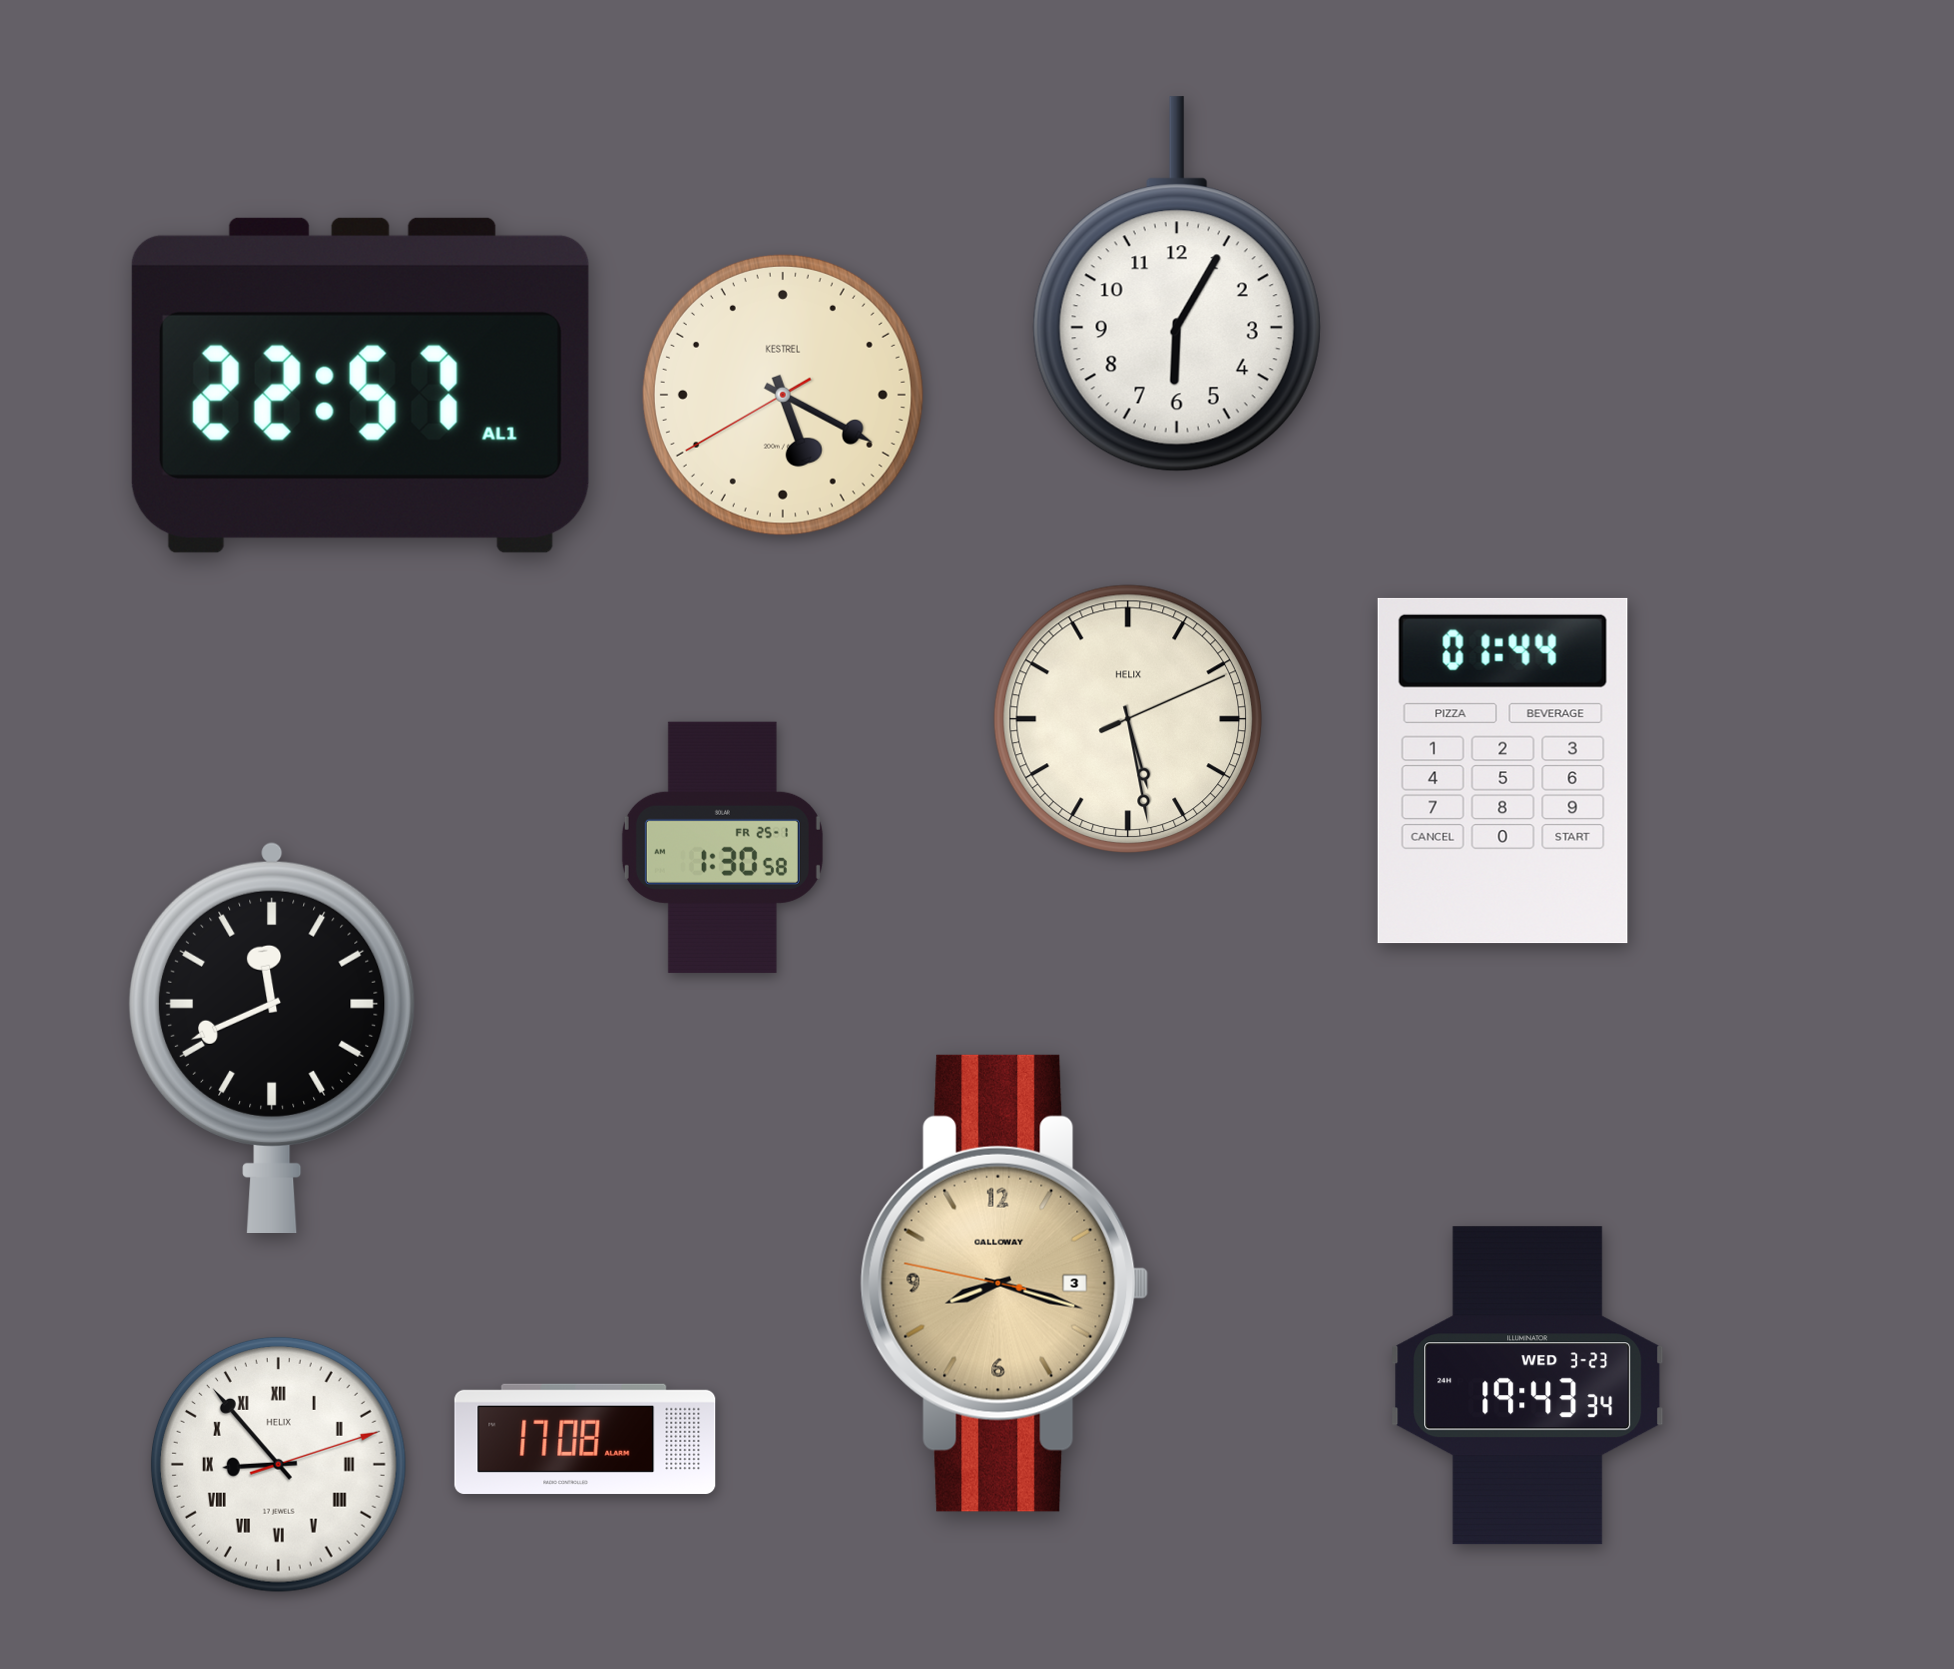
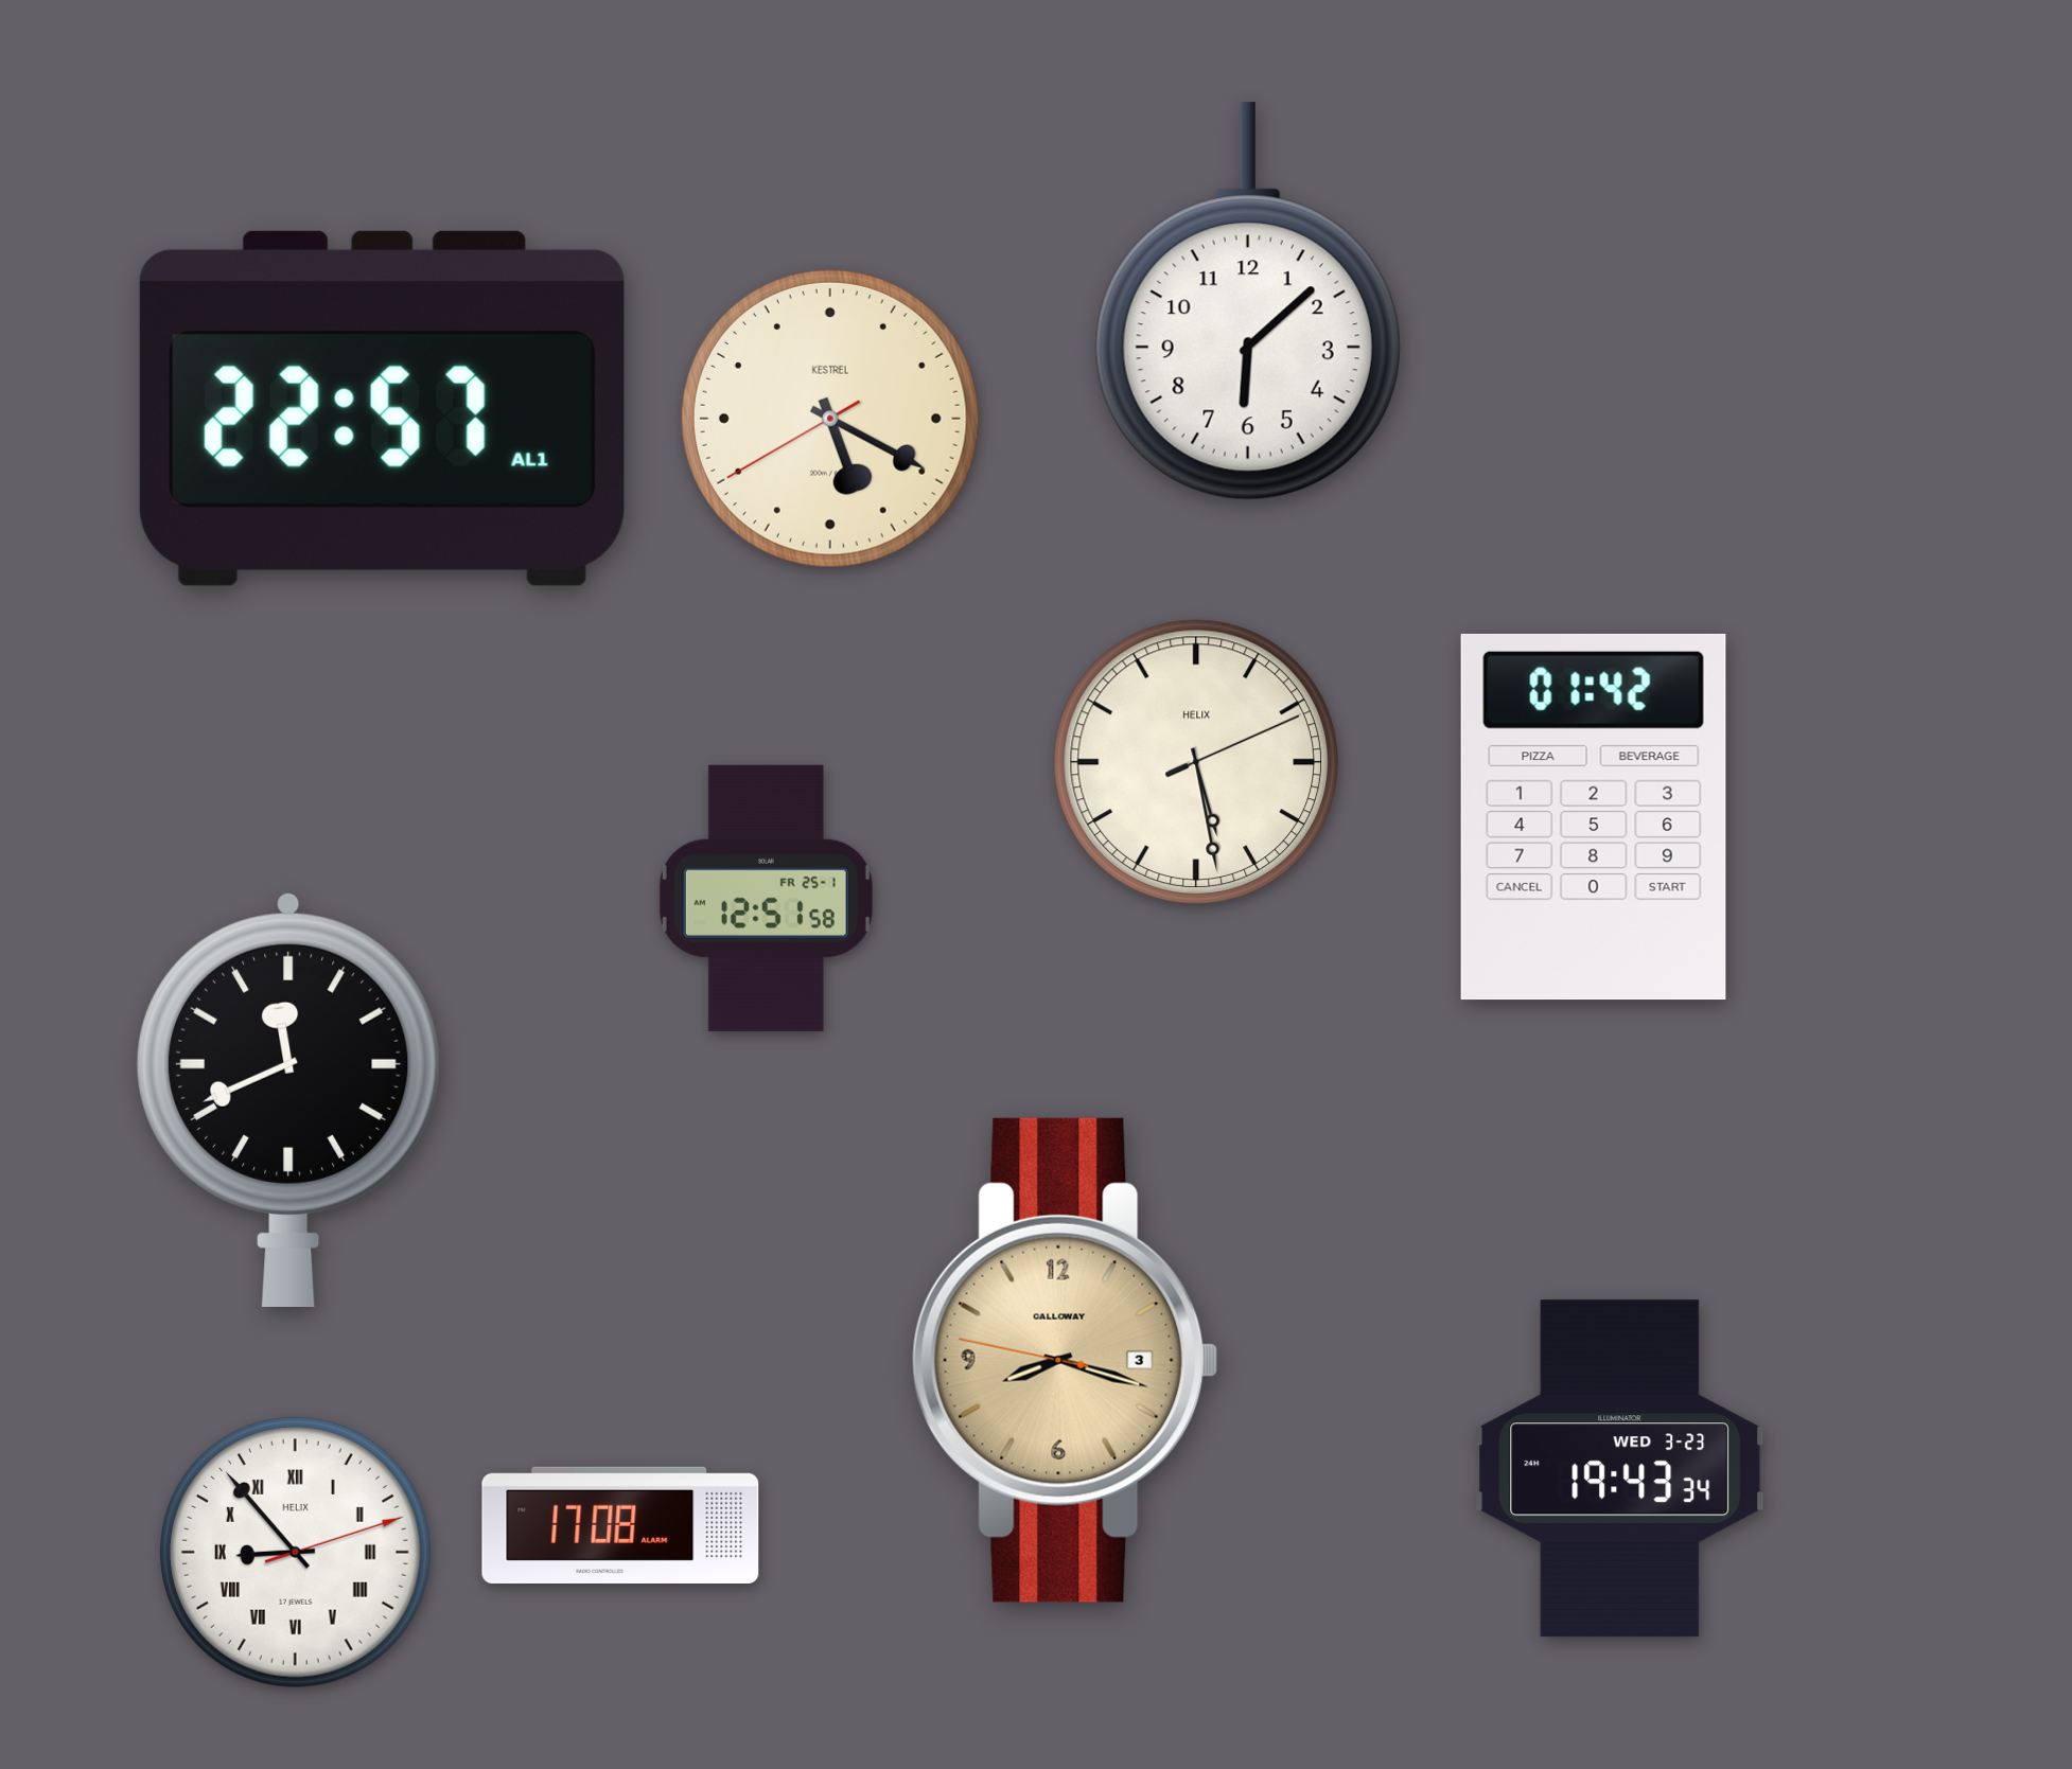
clock at (1177, 284): 6:05 -> 6:08
clock at (1503, 771): 01:44 -> 01:42
clock at (722, 847): 1:30 -> 12:51
